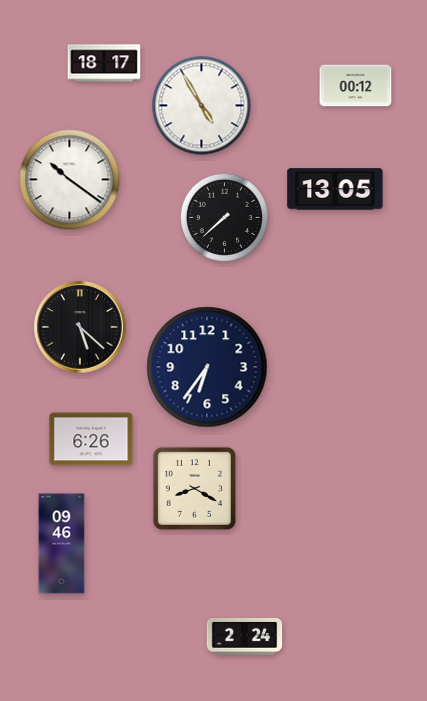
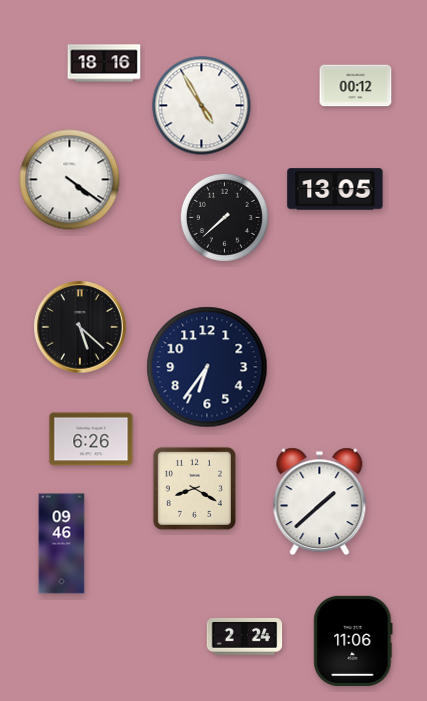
clock at (104, 63): 18:17 -> 18:16
clock at (70, 180): 10:21 -> 4:21
clock at (320, 502): none -> 1:38
clock at (353, 641): none -> 11:06
